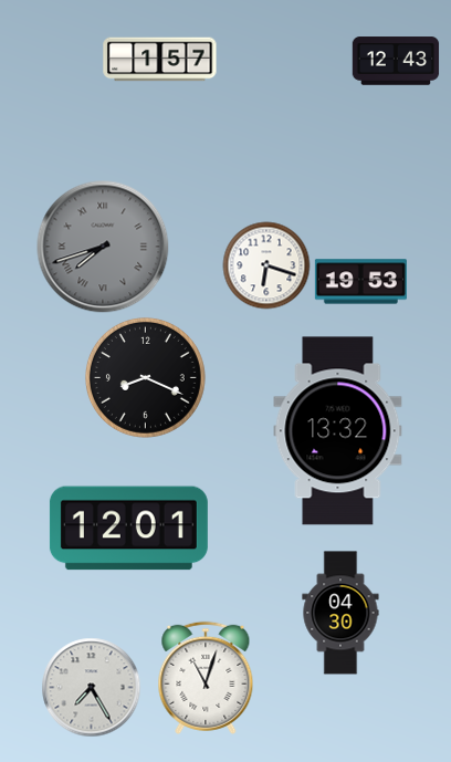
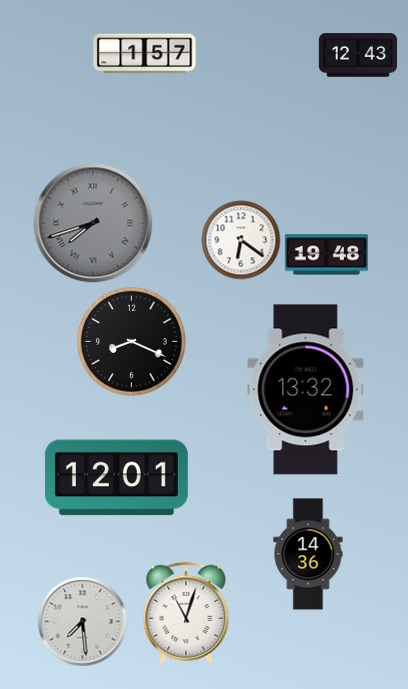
clock at (266, 265): 6:18 -> 6:21
clock at (360, 282): 19:53 -> 19:48
clock at (340, 613): 04:30 -> 14:36
clock at (91, 687): 7:25 -> 7:29
